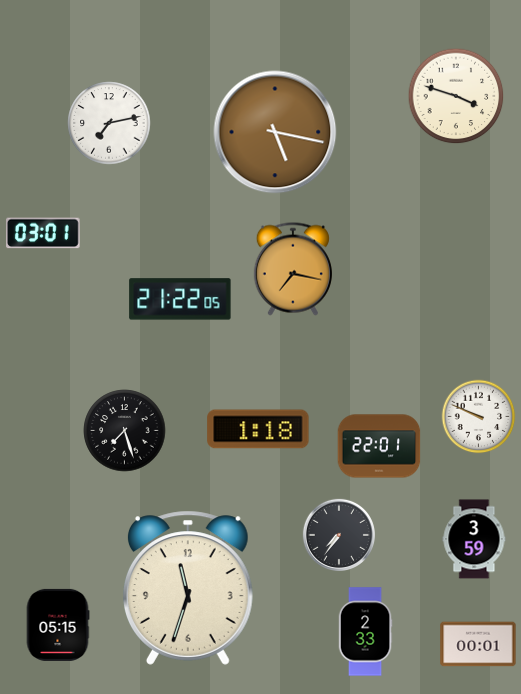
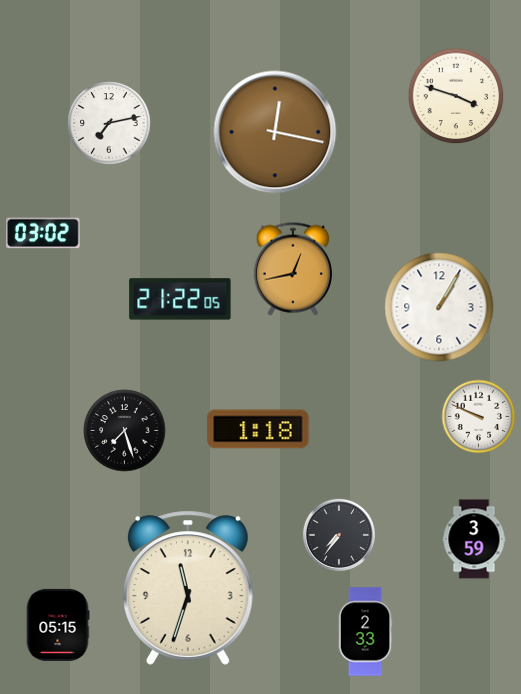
clock at (275, 132): 5:17 -> 12:17
clock at (44, 233): 03:01 -> 03:02
clock at (293, 269): 7:17 -> 12:43
clock at (439, 307): none -> 1:05
clock at (379, 446): 22:01 -> none
clock at (478, 644): 00:01 -> none
